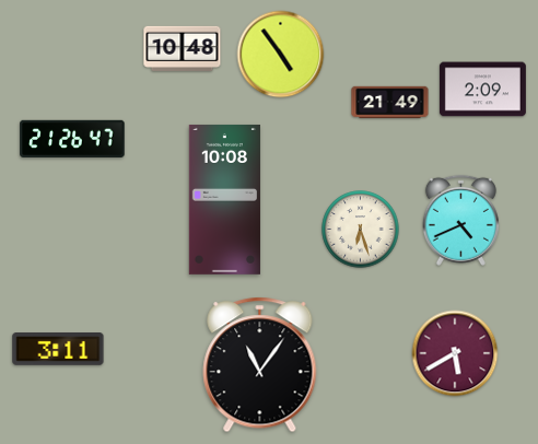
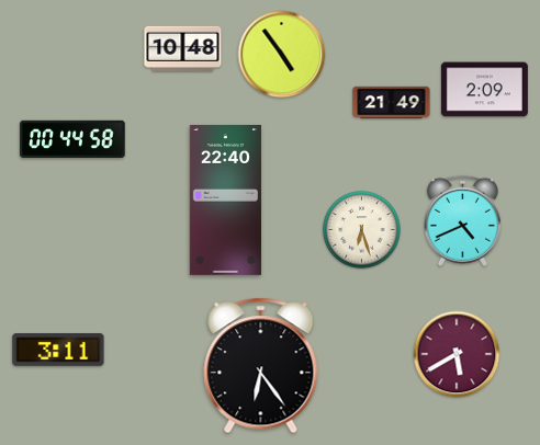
clock at (72, 139): 21:26 -> 00:44
clock at (224, 199): 10:08 -> 22:40
clock at (260, 365): 11:06 -> 6:24
